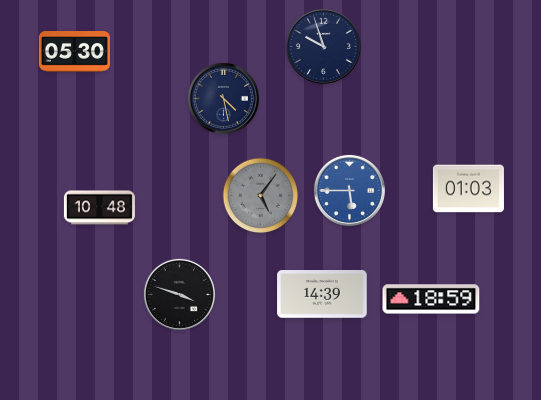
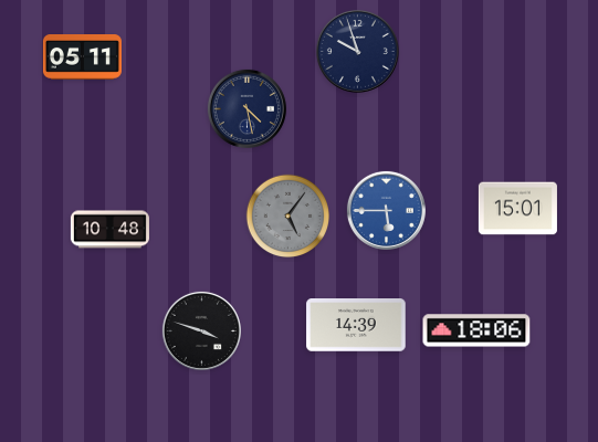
clock at (74, 52): 05:30 -> 05:11
clock at (468, 189): 01:03 -> 15:01
clock at (179, 294) position: (179, 294) -> (201, 330)
clock at (431, 299): 18:59 -> 18:06
